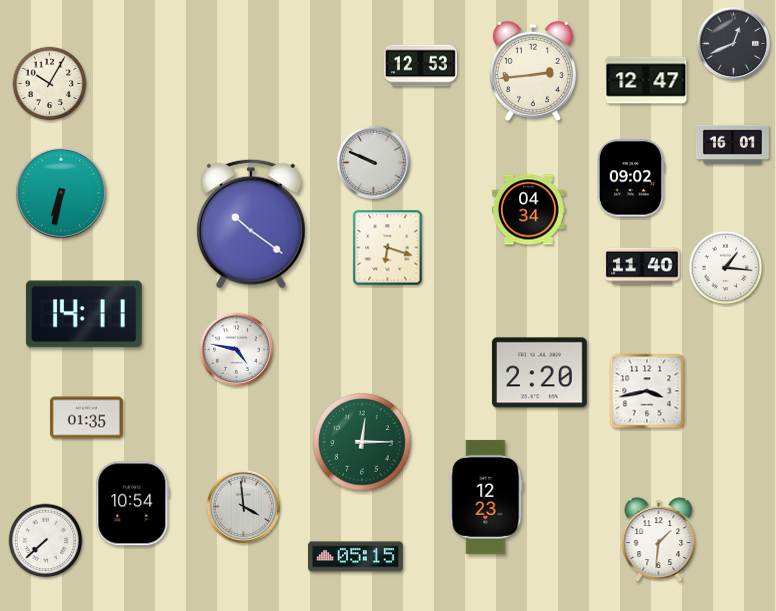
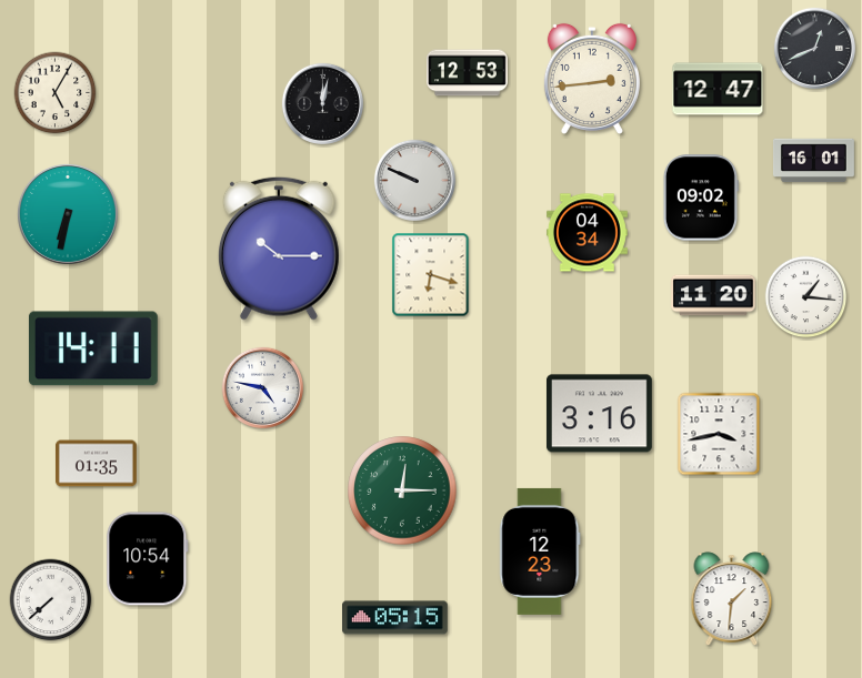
clock at (50, 84): 10:05 -> 5:05
clock at (322, 103): none -> 12:02
clock at (251, 224): 10:21 -> 10:15
clock at (642, 266): 11:40 -> 11:20
clock at (539, 373): 2:20 -> 3:16
clock at (243, 506): 3:59 -> none
